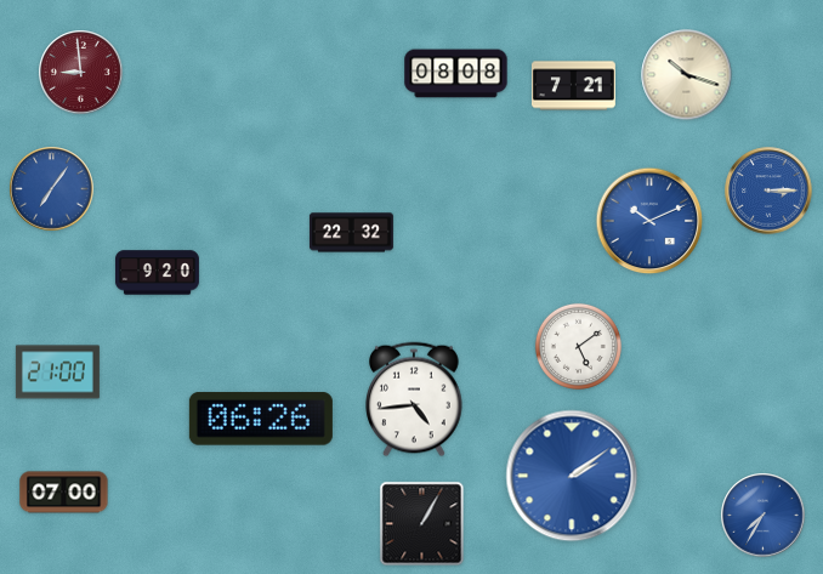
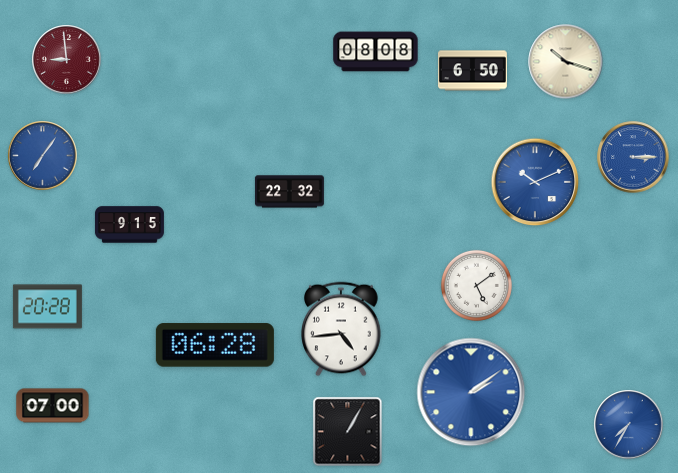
clock at (456, 74) position: (456, 74) -> (376, 52)
clock at (573, 86): 7:21 -> 6:50
clock at (157, 273): 9:20 -> 9:15
clock at (57, 373): 21:00 -> 20:28
clock at (261, 419): 06:26 -> 06:28
